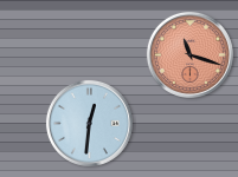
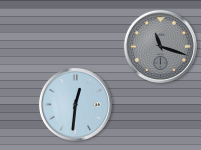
clock at (189, 54) dial: salmon -> grey
